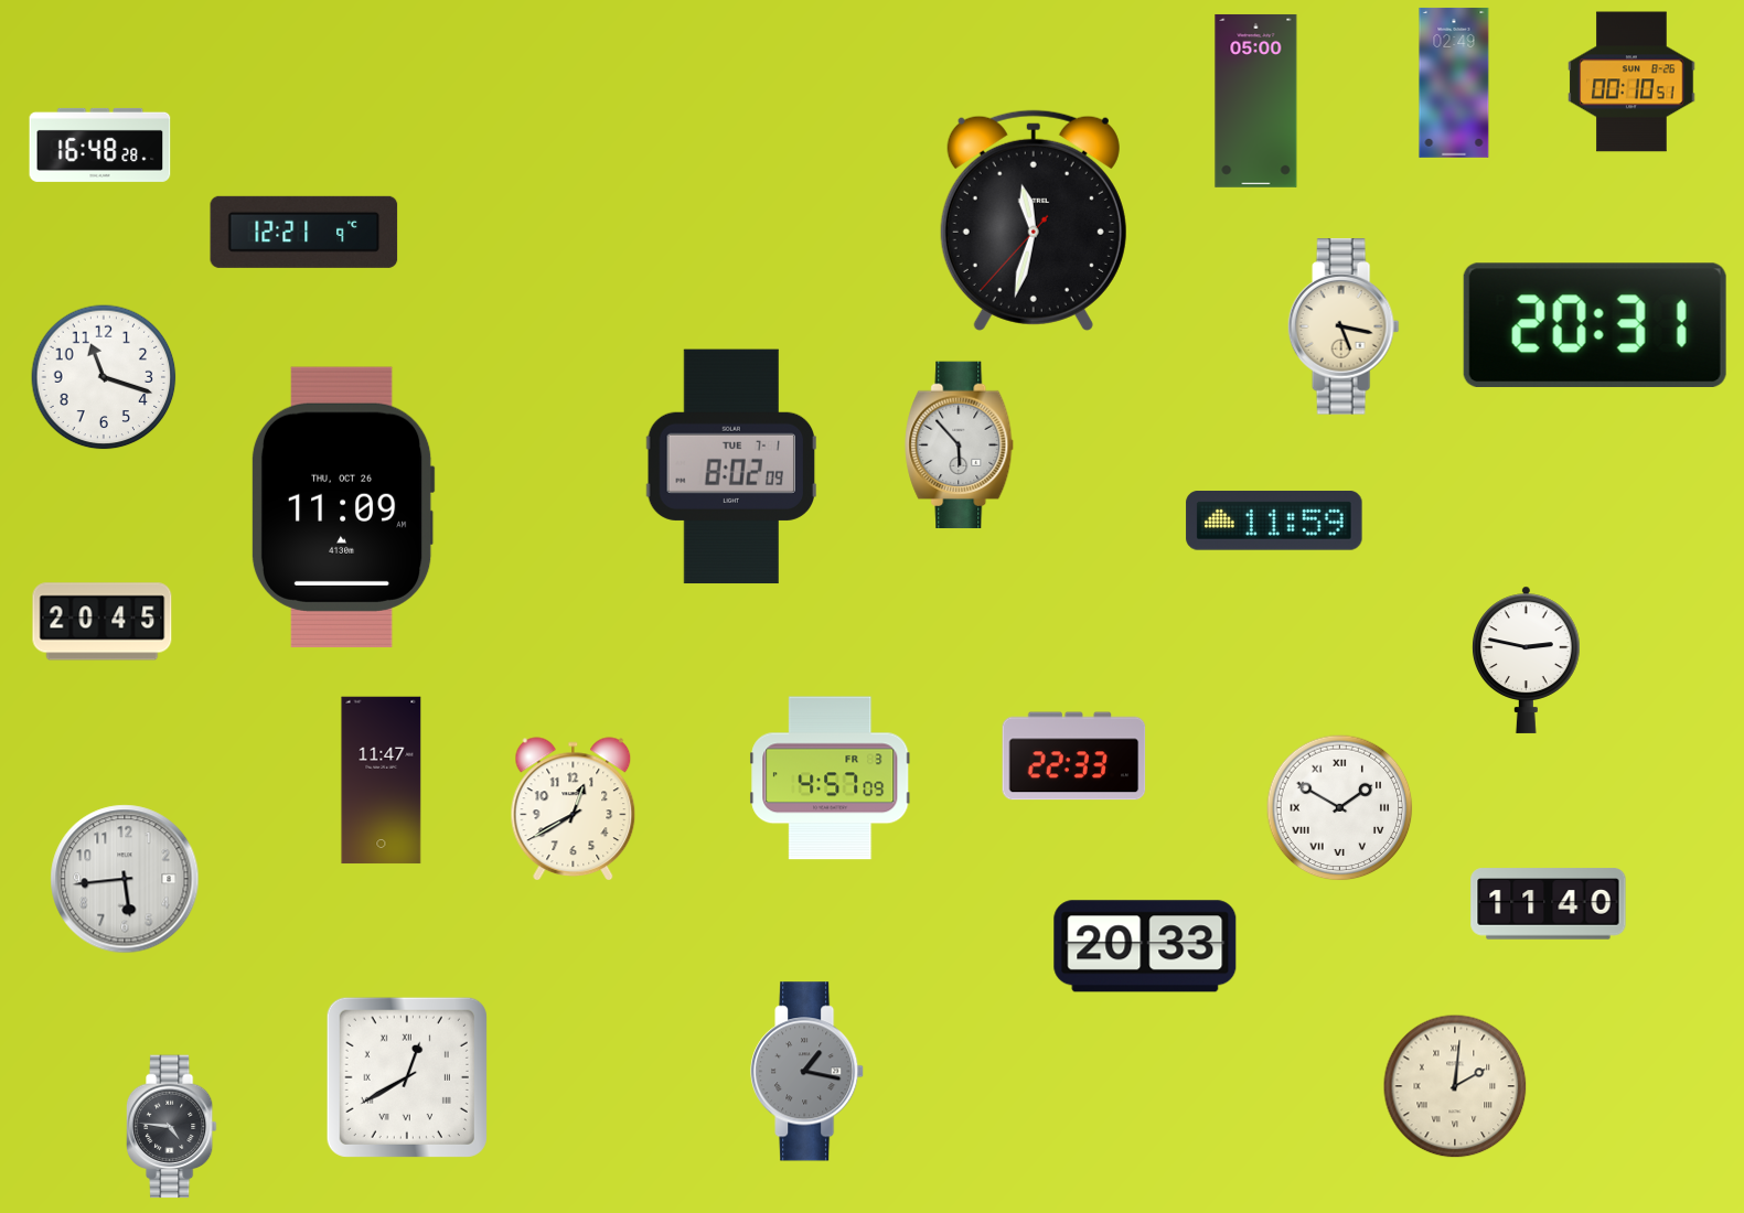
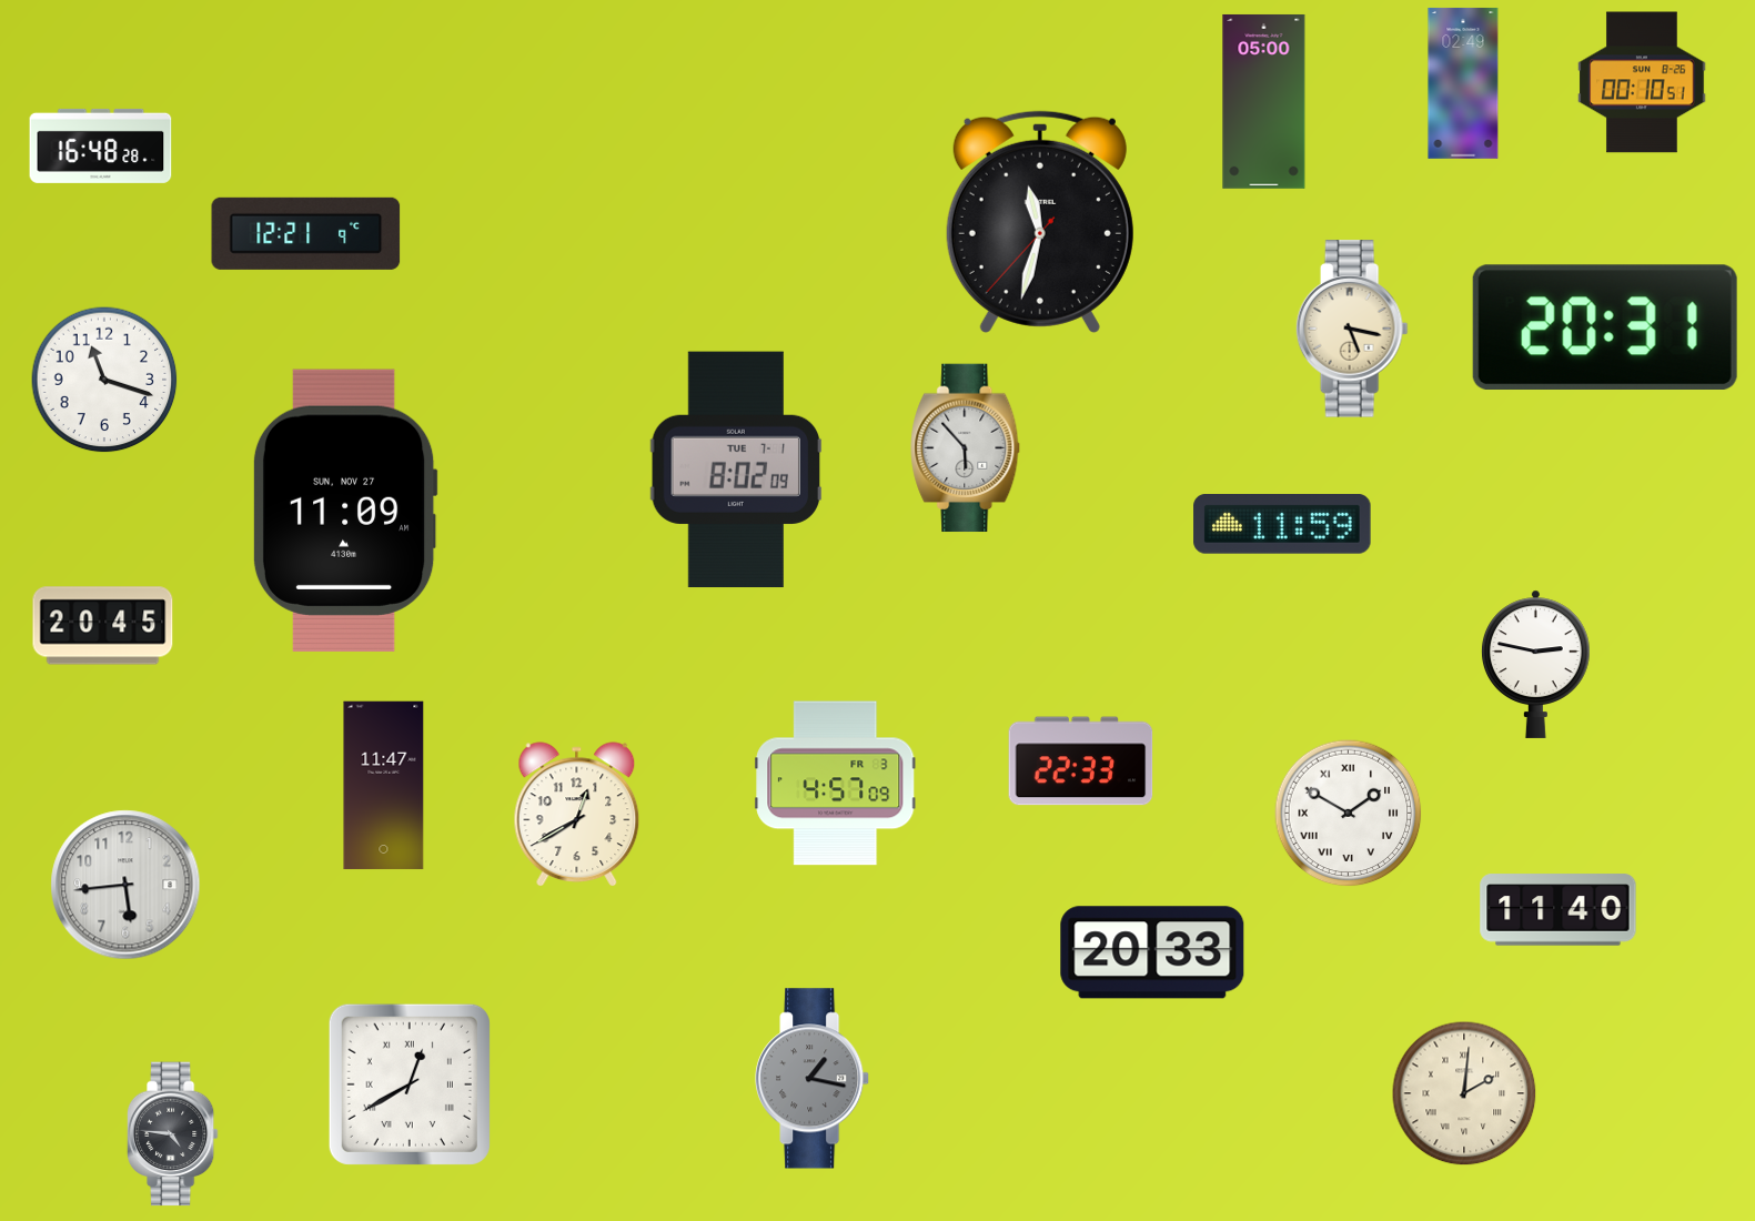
clock at (343, 507) date: THU, OCT 26 -> SUN, NOV 27
